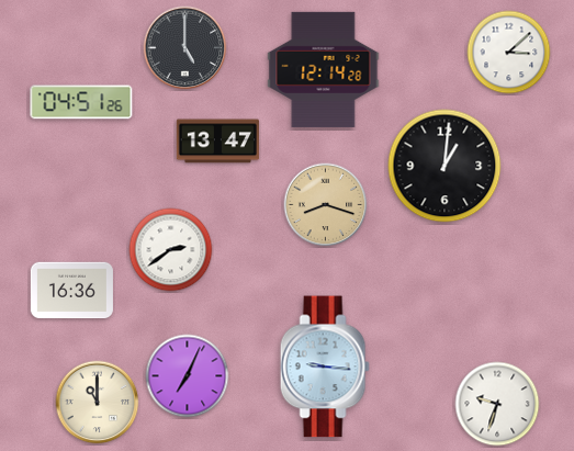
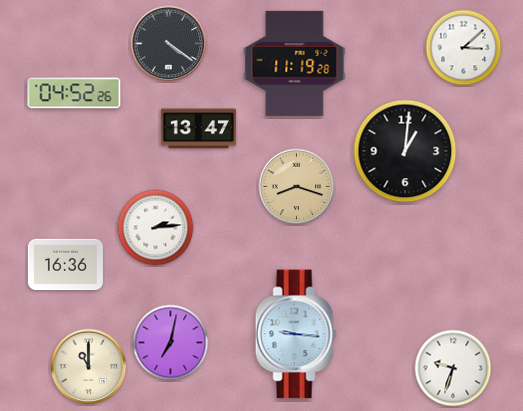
clock at (185, 48): 5:00 -> 4:21
clock at (324, 69): 12:14 -> 11:19
clock at (81, 102): 04:51 -> 04:52
clock at (171, 250): 2:39 -> 2:14
clock at (188, 376): 7:04 -> 7:02
